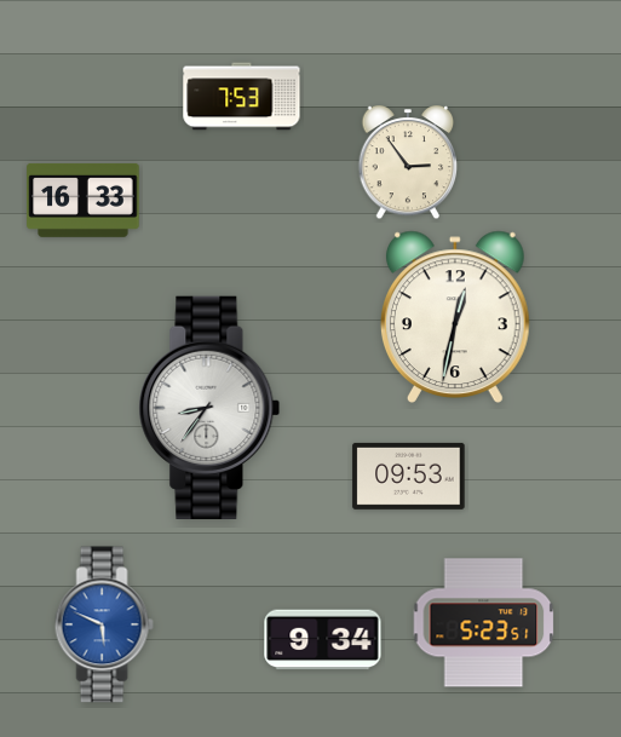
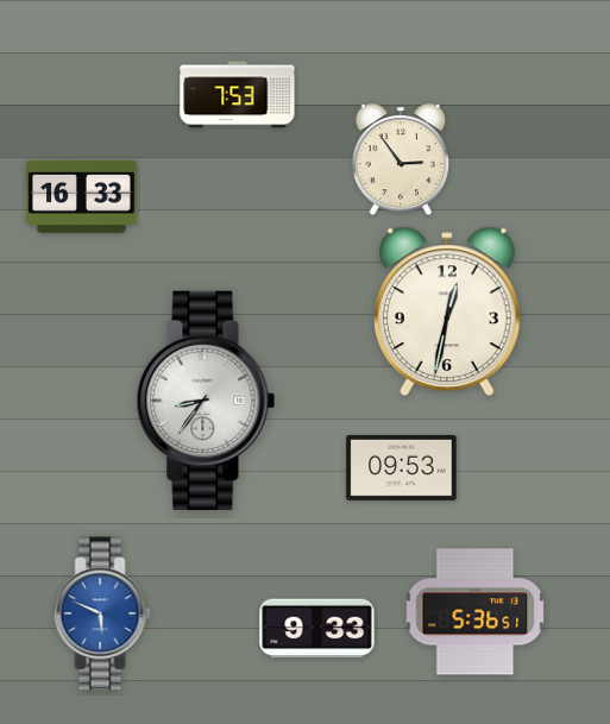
clock at (484, 623): 5:23 -> 5:36
clock at (323, 640): 9:34 -> 9:33
